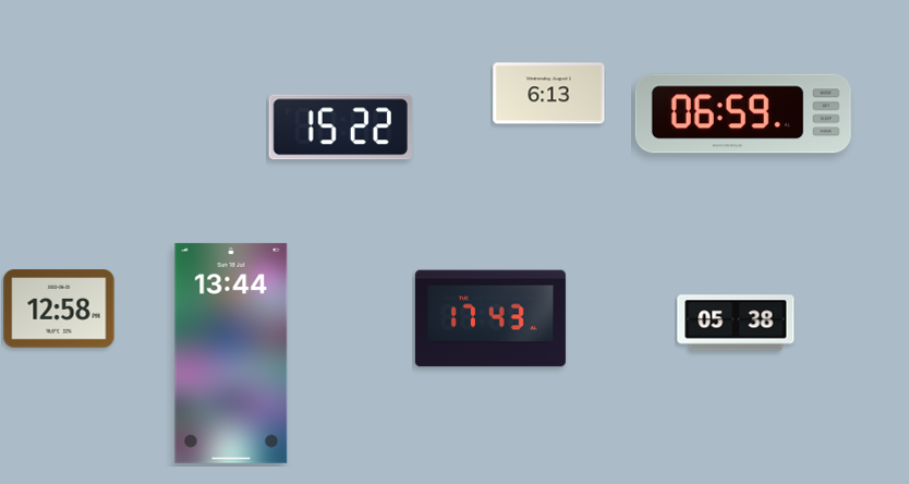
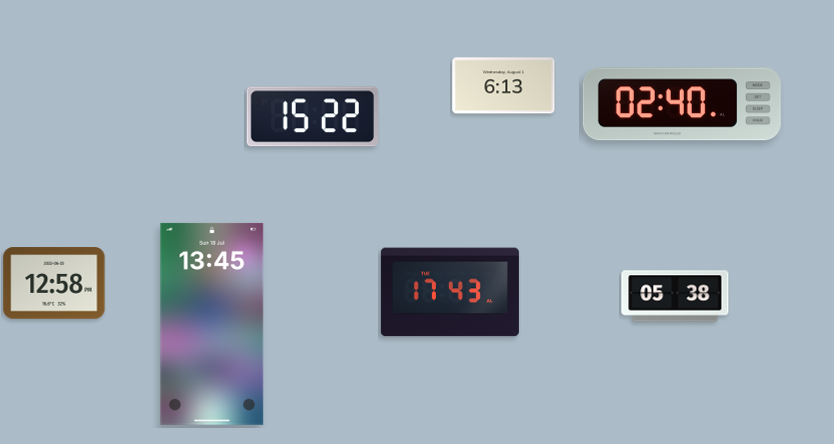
clock at (743, 113): 06:59 -> 02:40
clock at (231, 353): 13:44 -> 13:45
